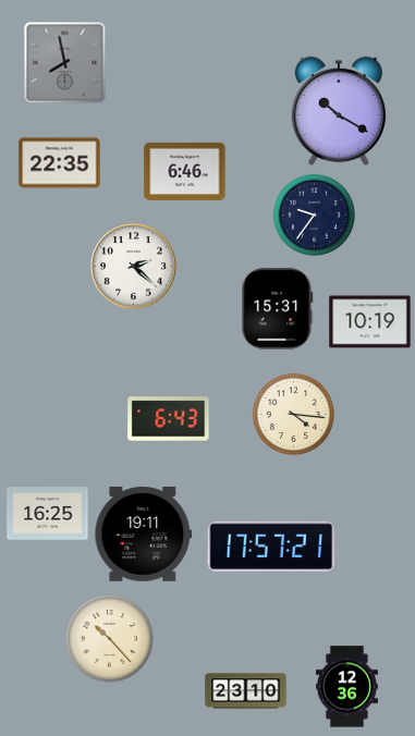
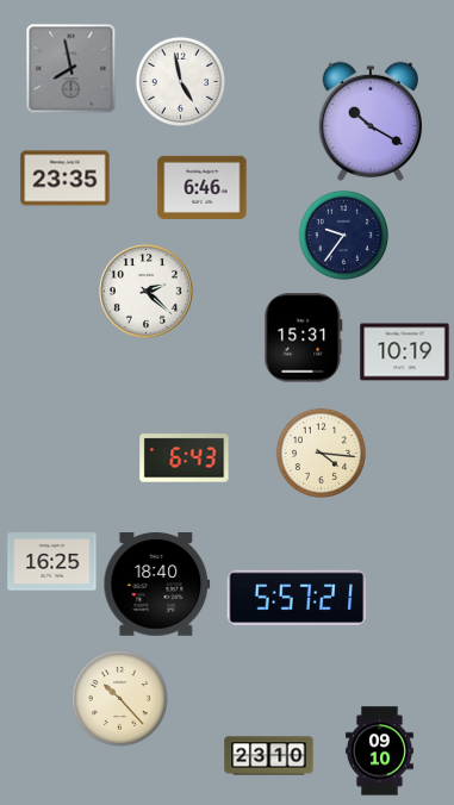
clock at (180, 81): none -> 4:58
clock at (60, 163): 22:35 -> 23:35
clock at (144, 535): 19:11 -> 18:40
clock at (271, 547): 17:57 -> 5:57
clock at (346, 687): 12:36 -> 09:10
